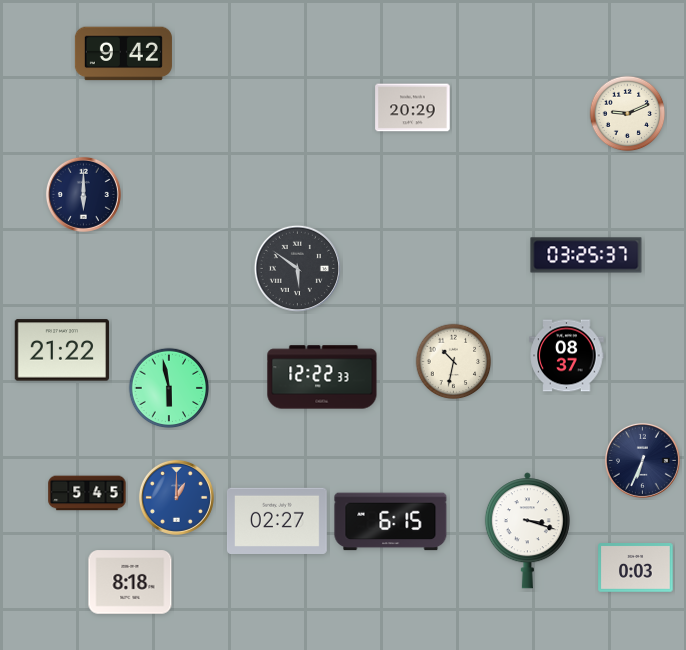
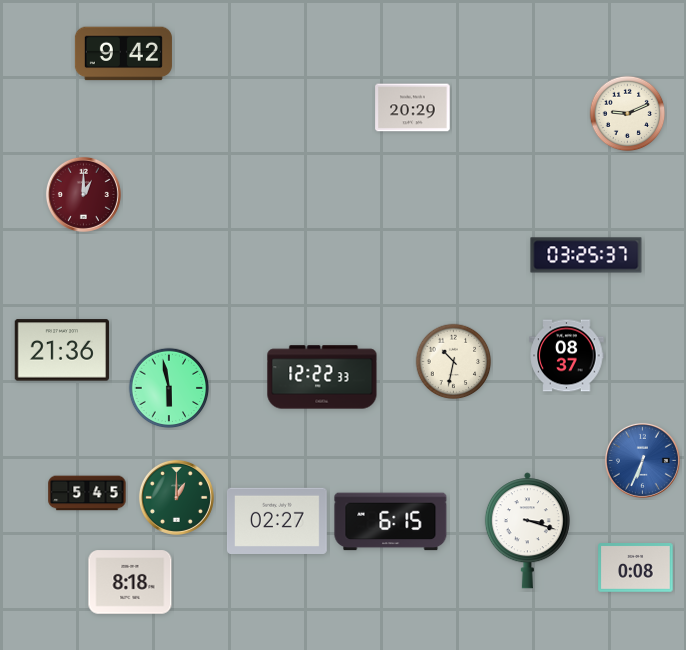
clock at (83, 194): 6:00 -> 1:00
clock at (83, 194) dial: navy -> burgundy
clock at (297, 268): 5:51 -> none
clock at (61, 350): 21:22 -> 21:36
clock at (642, 460) dial: navy -> blue
clock at (176, 497) dial: blue -> green
clock at (636, 568): 0:03 -> 0:08
